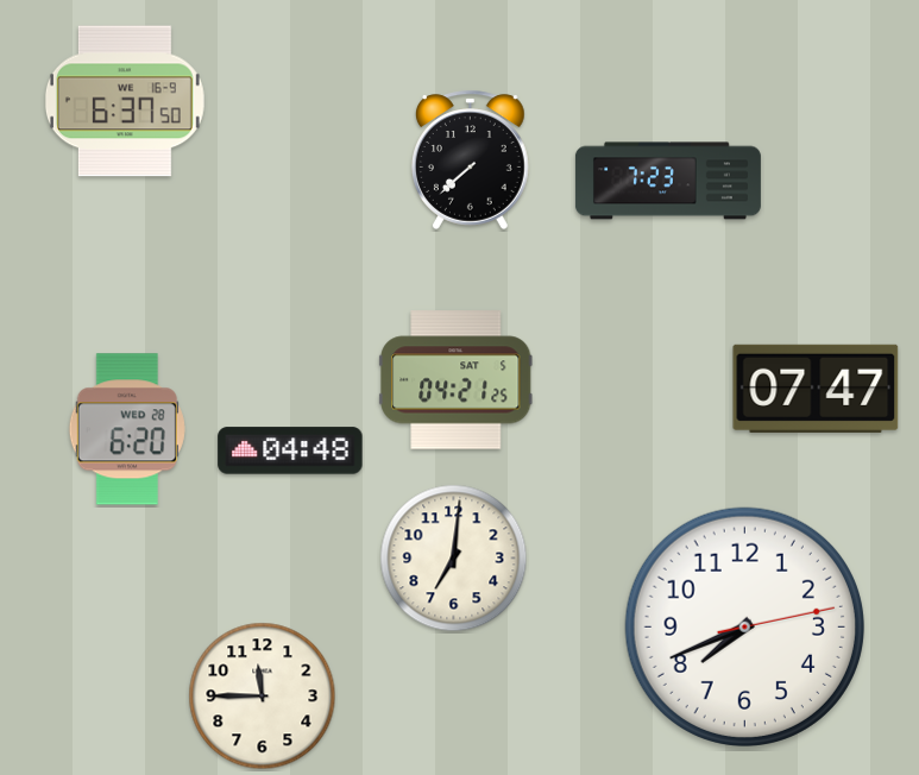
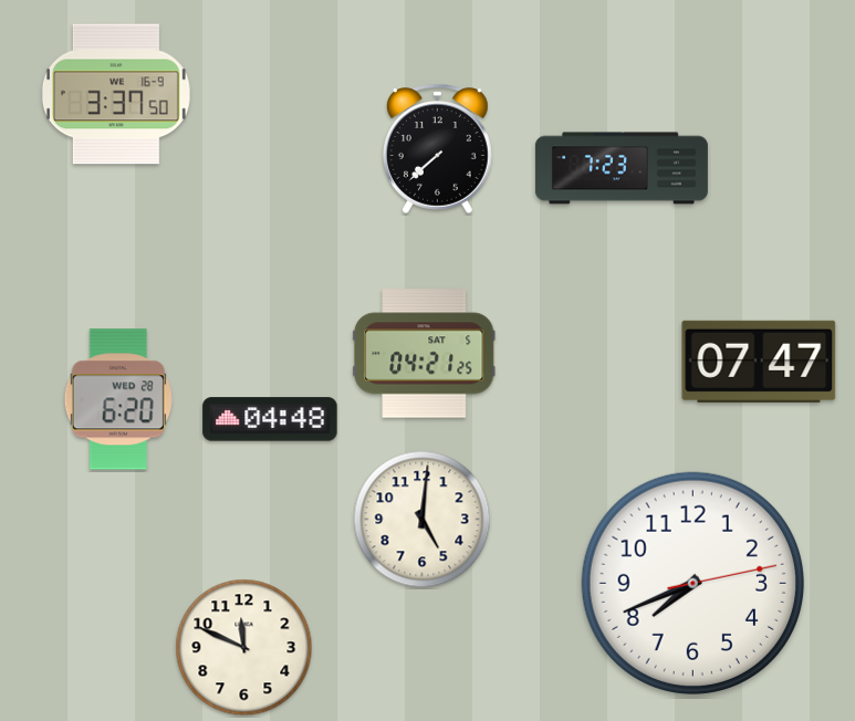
clock at (125, 101): 6:37 -> 3:37
clock at (454, 559): 7:01 -> 5:01
clock at (263, 697): 11:45 -> 11:49
